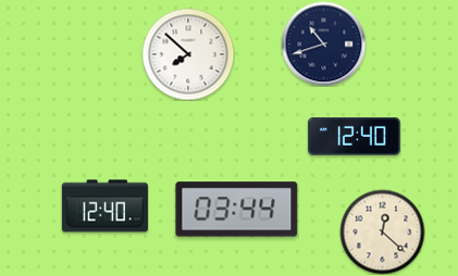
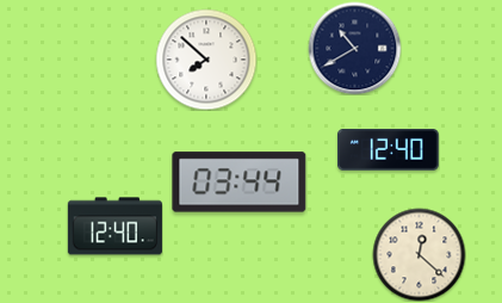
clock at (323, 43): 10:42 -> 10:40
clock at (237, 210) position: (237, 210) -> (240, 183)
